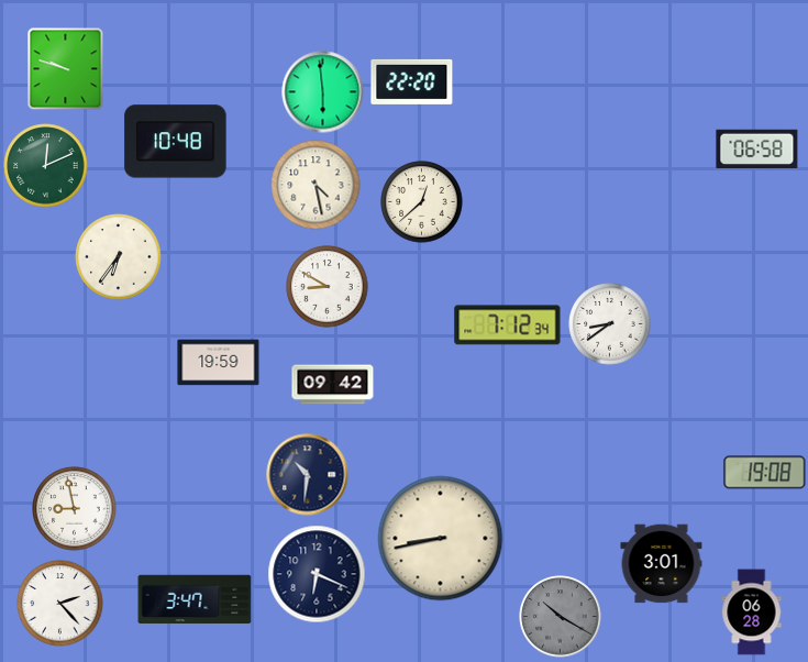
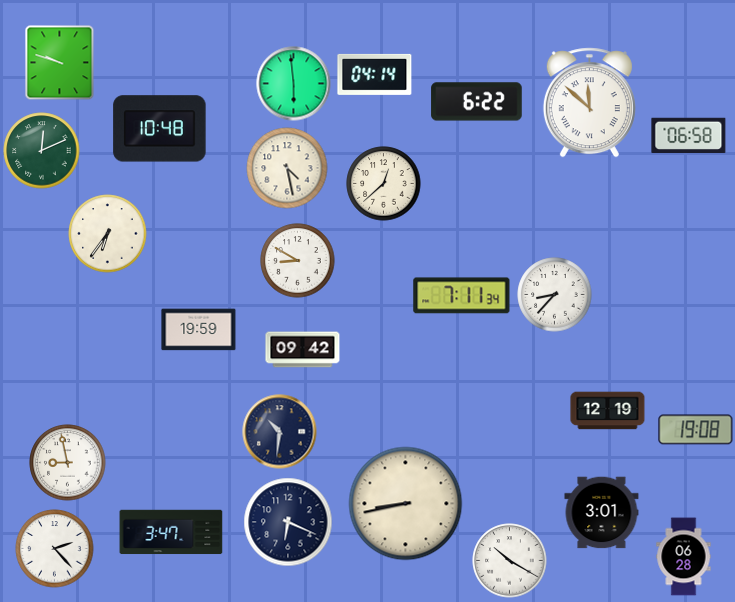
clock at (412, 81): 22:20 -> 04:14
clock at (477, 102): none -> 6:22
clock at (589, 103): none -> 11:52
clock at (610, 324): 8:39 -> 8:37
clock at (508, 326): 7:12 -> 7:11
clock at (608, 411): none -> 12:19
clock at (441, 539) position: (441, 539) -> (406, 504)
clock at (195, 599) position: (195, 599) -> (171, 532)
clock at (561, 617) dial: grey -> white
